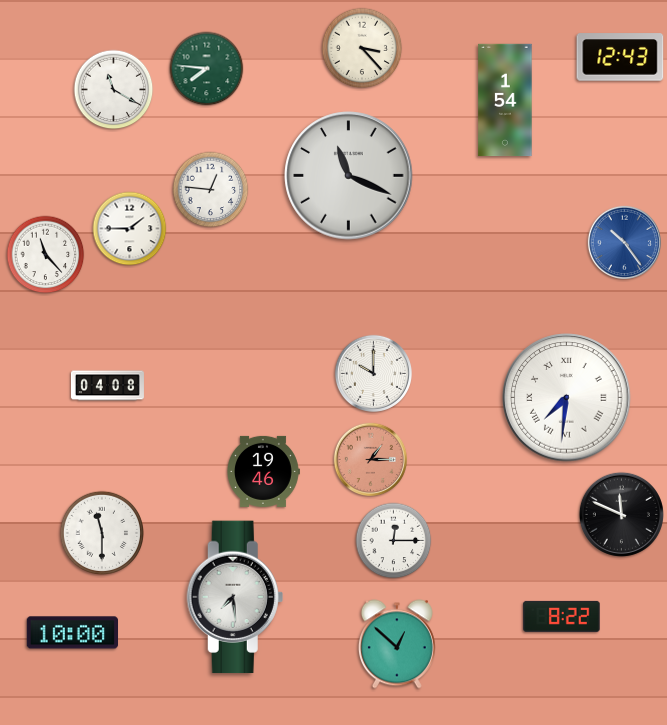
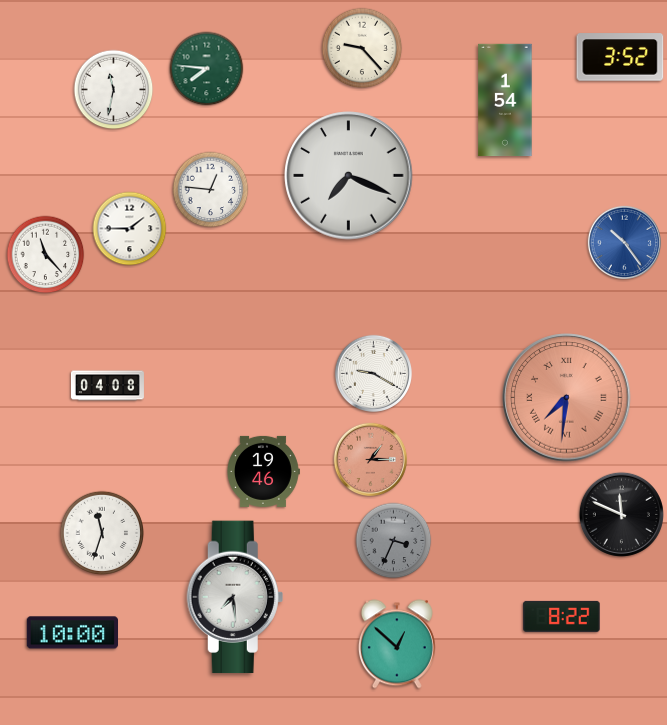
clock at (362, 48): 3:23 -> 9:23
clock at (620, 57): 12:43 -> 3:52
clock at (114, 90): 11:20 -> 11:32
clock at (349, 176): 11:19 -> 7:19
clock at (373, 373): 10:00 -> 9:20
clock at (567, 398) dial: white -> salmon
clock at (101, 532): 11:30 -> 11:33
clock at (394, 541): 12:15 -> 3:34
clock at (394, 541) dial: white -> grey
